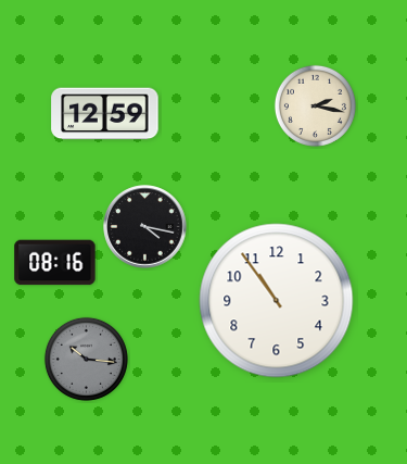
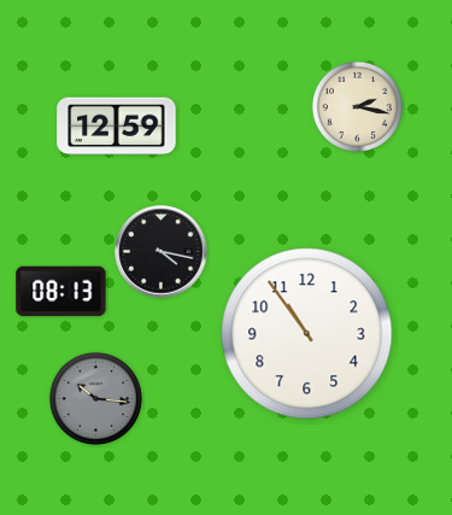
clock at (315, 105) position: (315, 105) -> (357, 106)
clock at (55, 263): 08:16 -> 08:13
